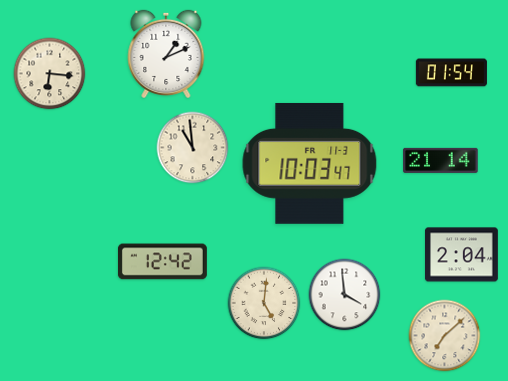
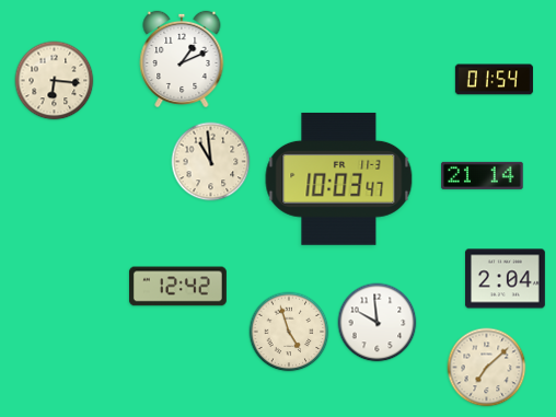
clock at (345, 295): 3:59 -> 9:59
clock at (264, 303): 5:01 -> 4:57
